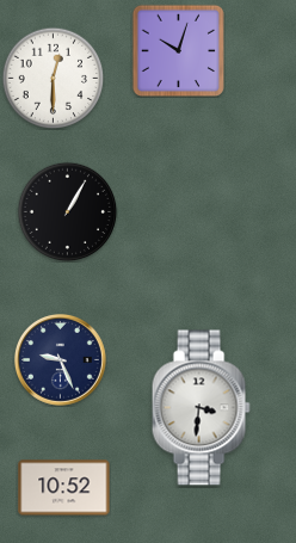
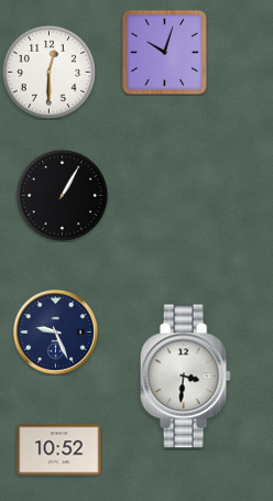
clock at (178, 50) position: (178, 50) -> (164, 52)
